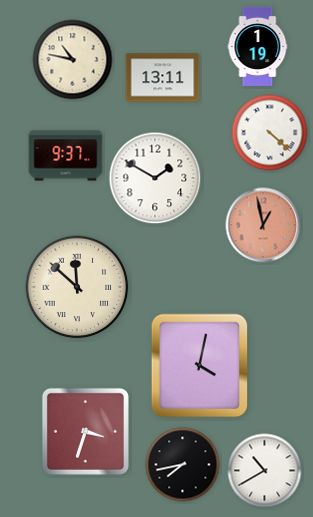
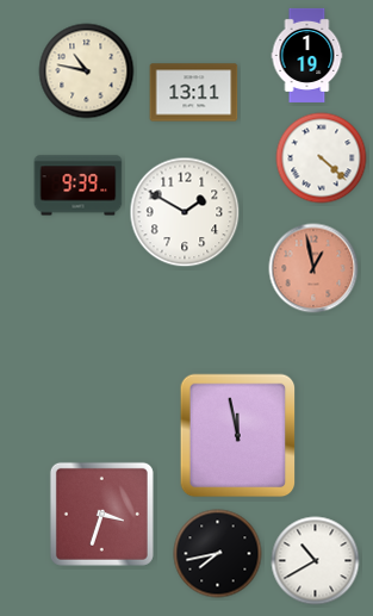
clock at (66, 156): 9:37 -> 9:39
clock at (77, 287): 11:52 -> none
clock at (200, 366): 4:02 -> 11:58
